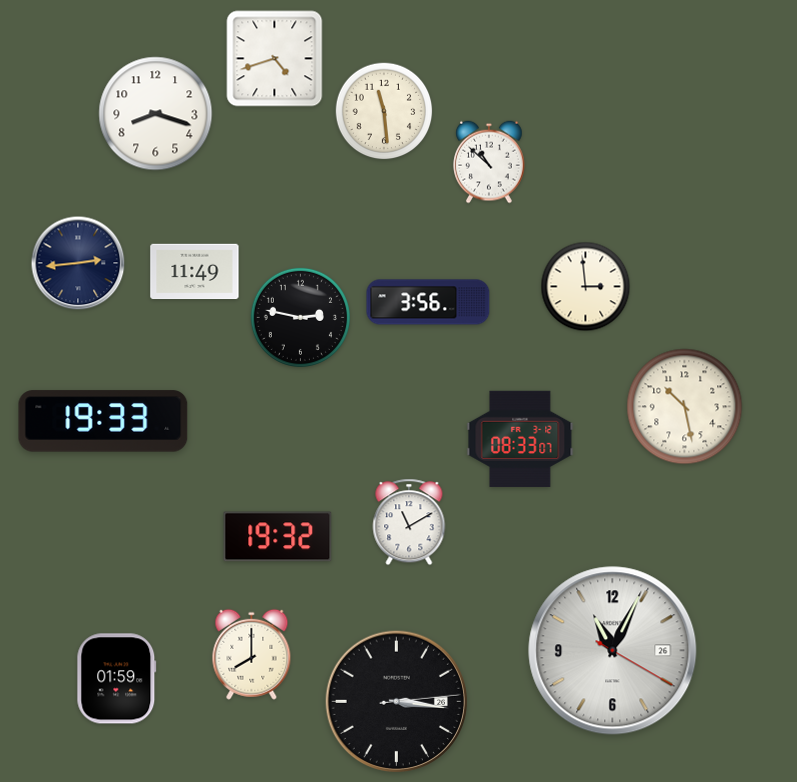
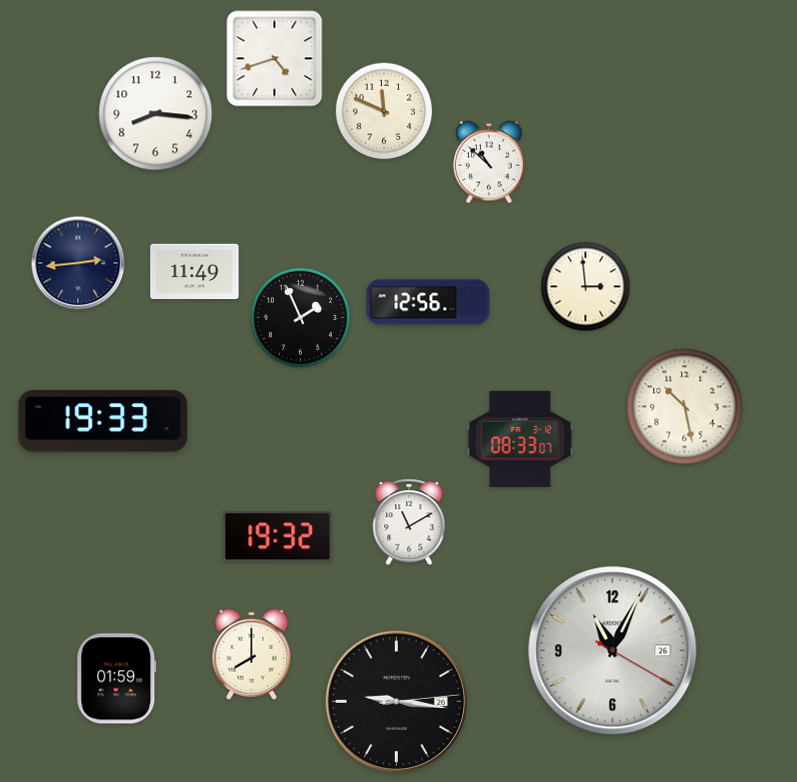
clock at (384, 111): 11:29 -> 11:49
clock at (156, 114): 8:18 -> 8:16
clock at (428, 302): 3:56 -> 12:56
clock at (300, 317): 2:47 -> 1:56
clock at (397, 702): 3:16 -> 9:16
